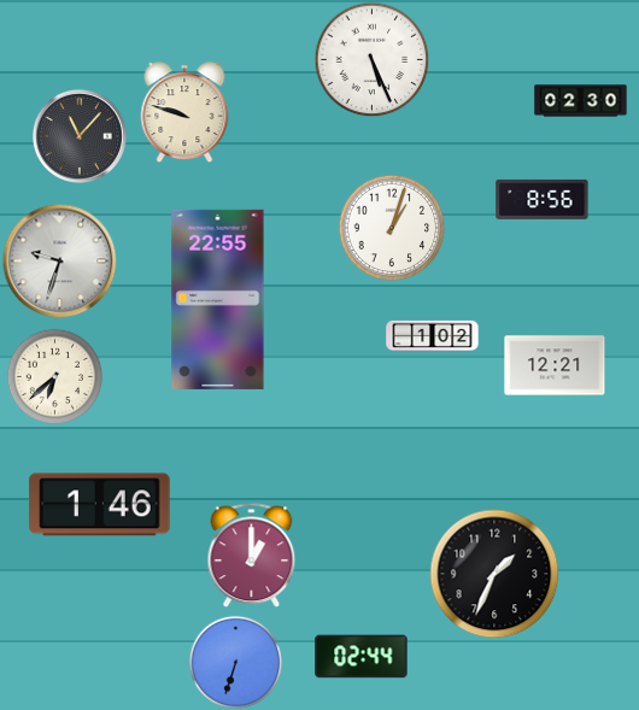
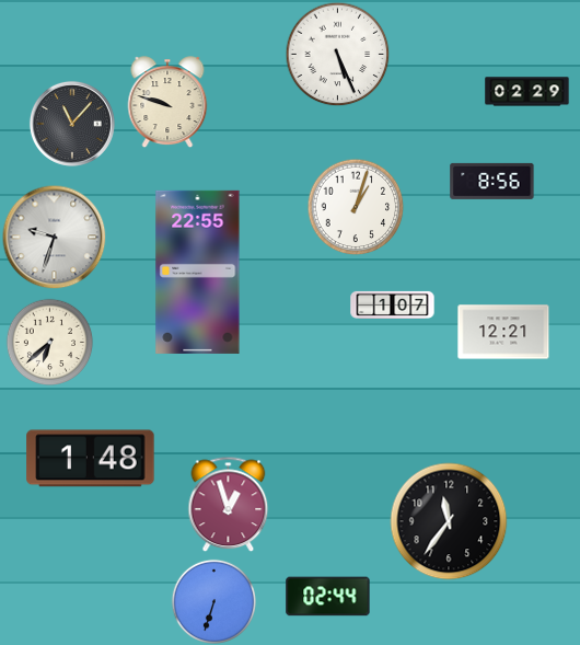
clock at (581, 101): 02:30 -> 02:29
clock at (433, 335): 1:02 -> 1:07
clock at (100, 505): 1:46 -> 1:48
clock at (252, 554): 1:00 -> 12:57
clock at (494, 574): 1:34 -> 11:36
